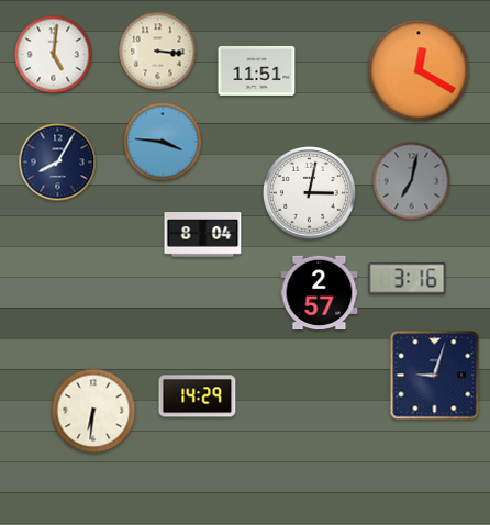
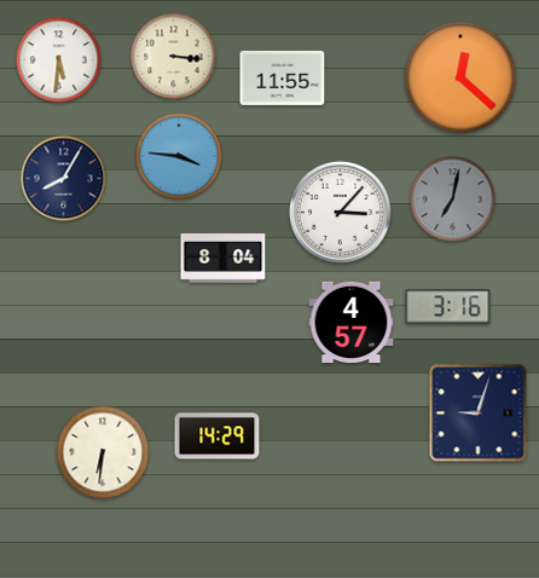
clock at (54, 55): 5:01 -> 5:31
clock at (257, 70): 11:51 -> 11:55
clock at (419, 70): 12:20 -> 12:22
clock at (309, 192): 3:02 -> 3:07
clock at (320, 293): 2:57 -> 4:57
